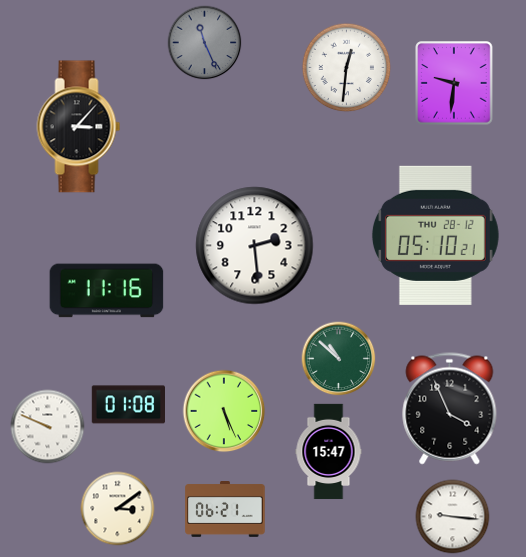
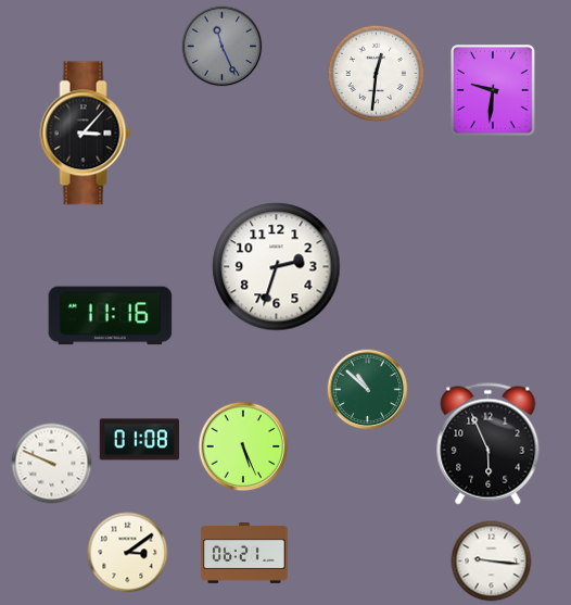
clock at (79, 127) position: (79, 127) -> (86, 134)
clock at (435, 235): 05:10 -> none
clock at (255, 246): 2:29 -> 2:33
clock at (107, 291) position: (107, 291) -> (111, 316)
clock at (450, 409): 3:56 -> 5:56
clock at (329, 452): 15:47 -> none
